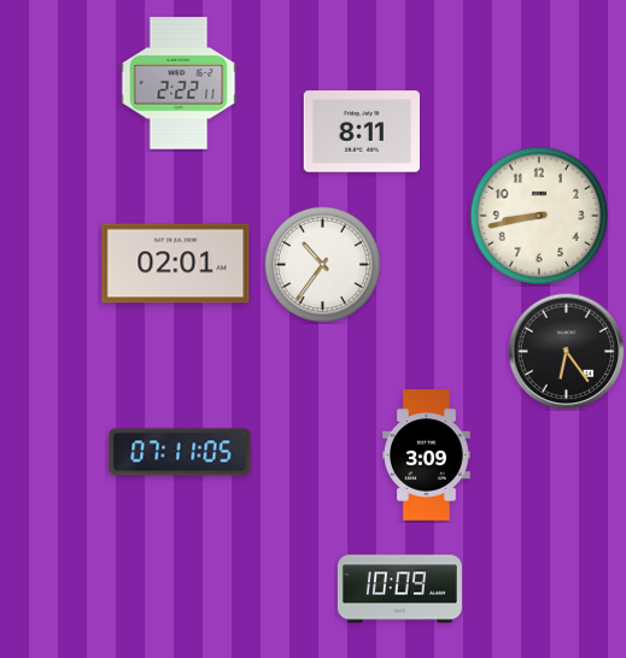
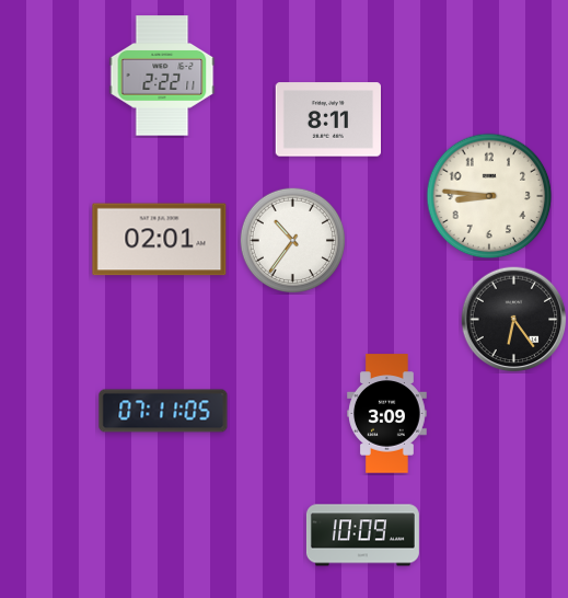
clock at (539, 216): 8:43 -> 8:46
